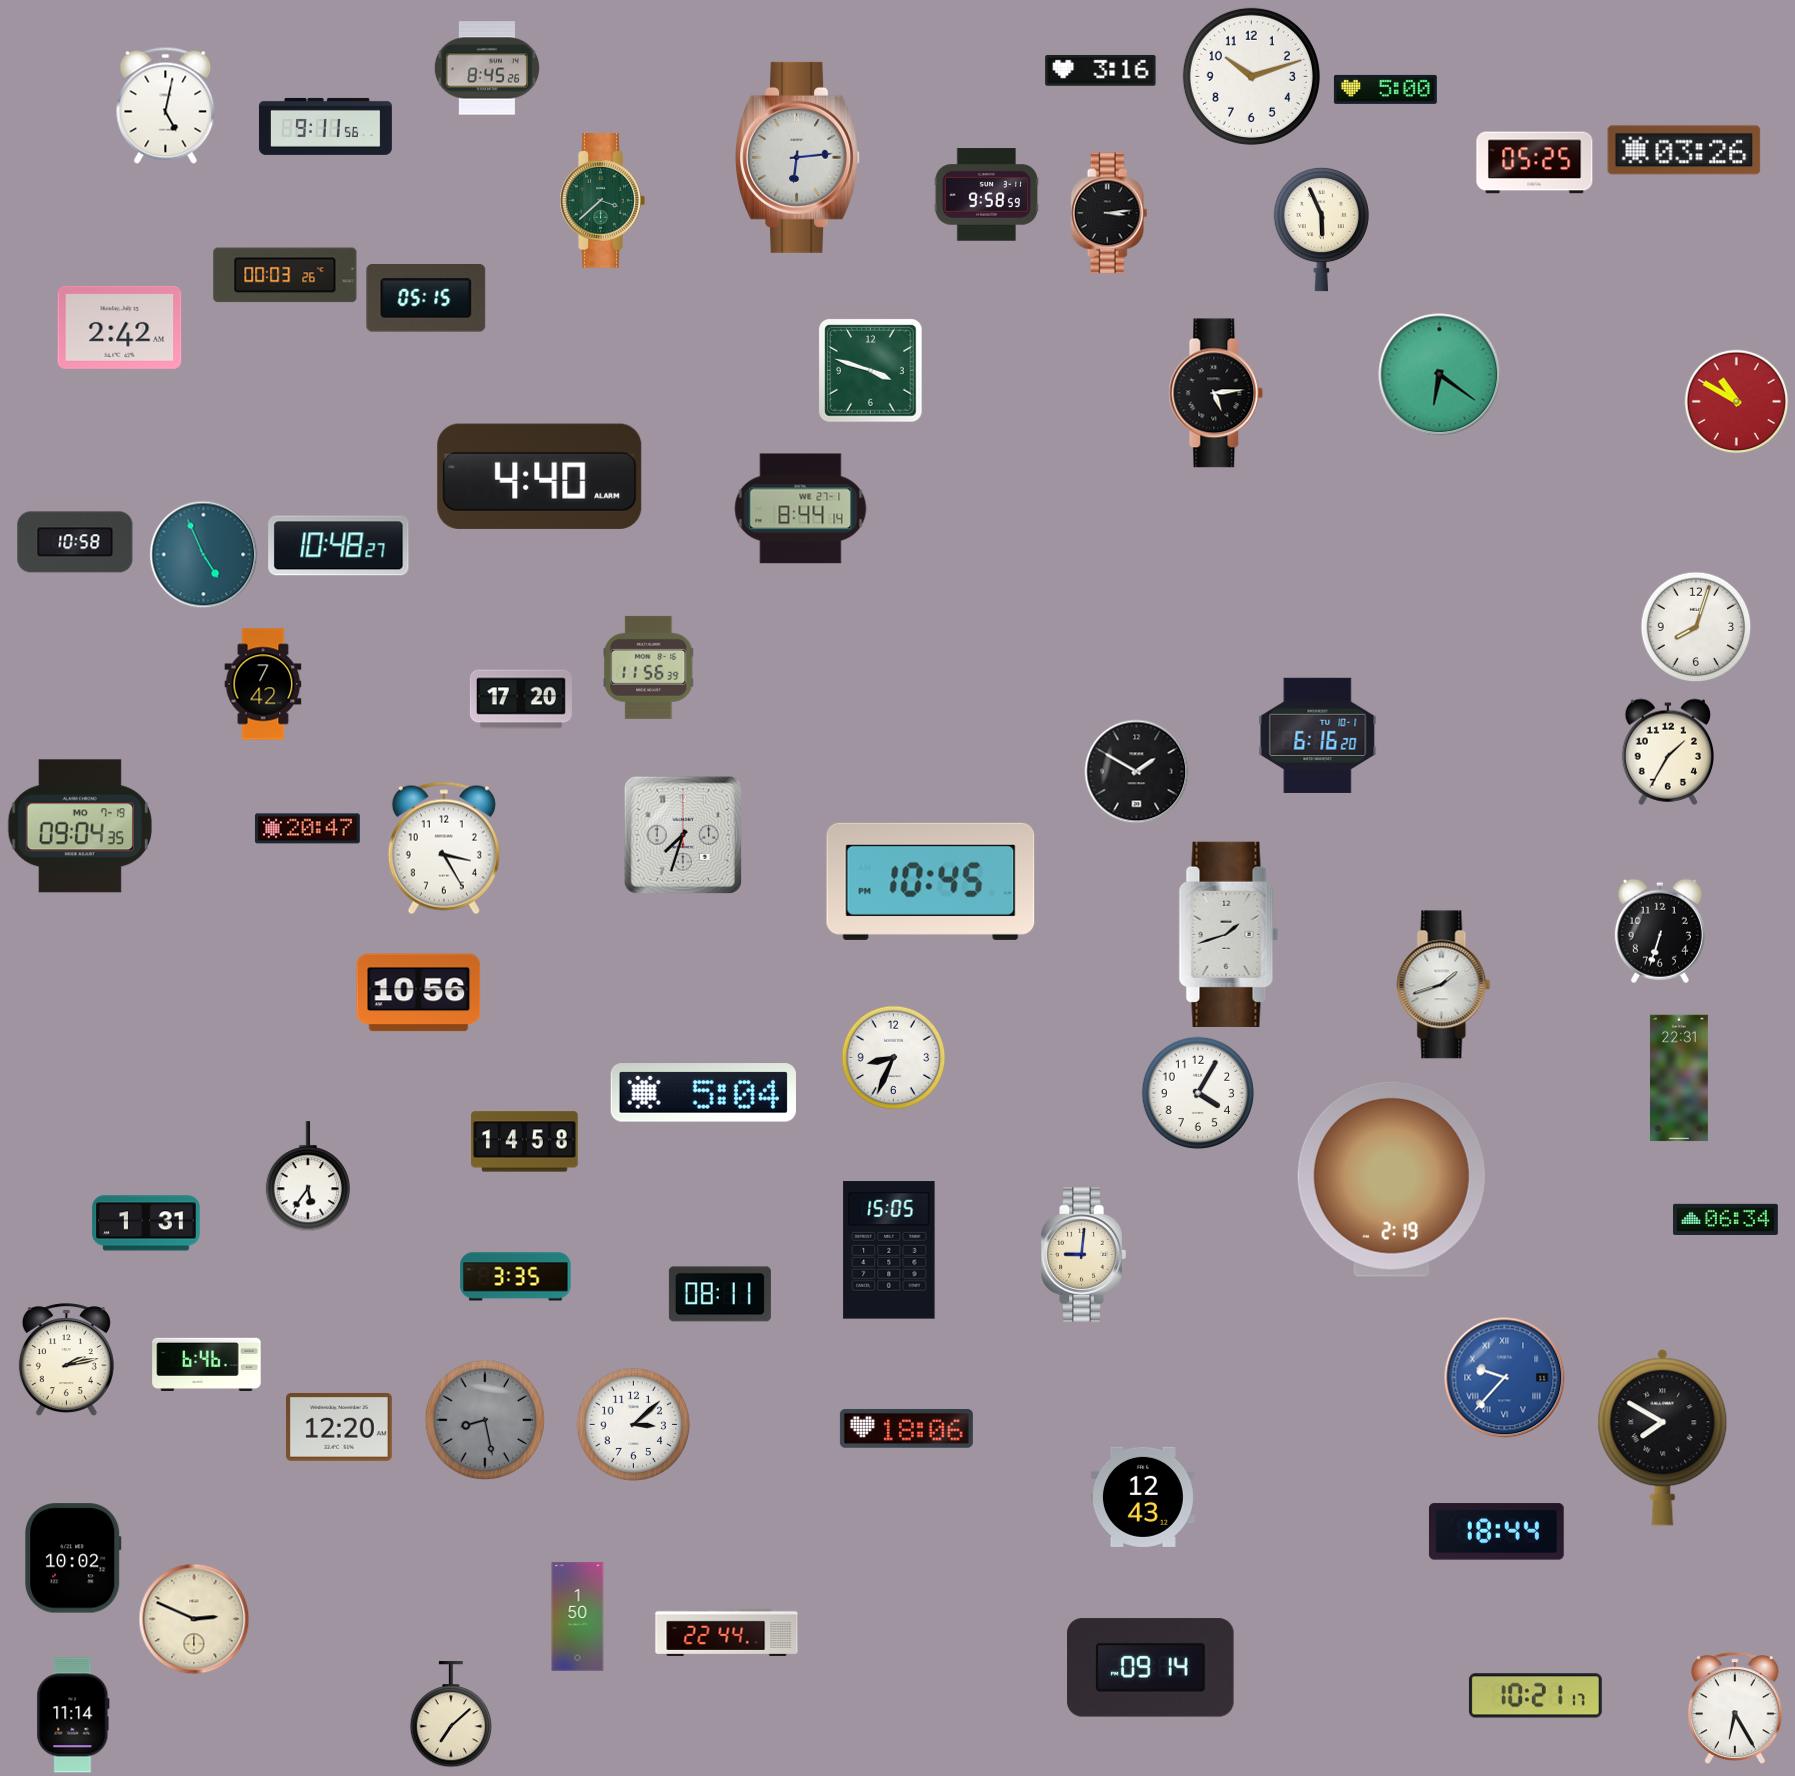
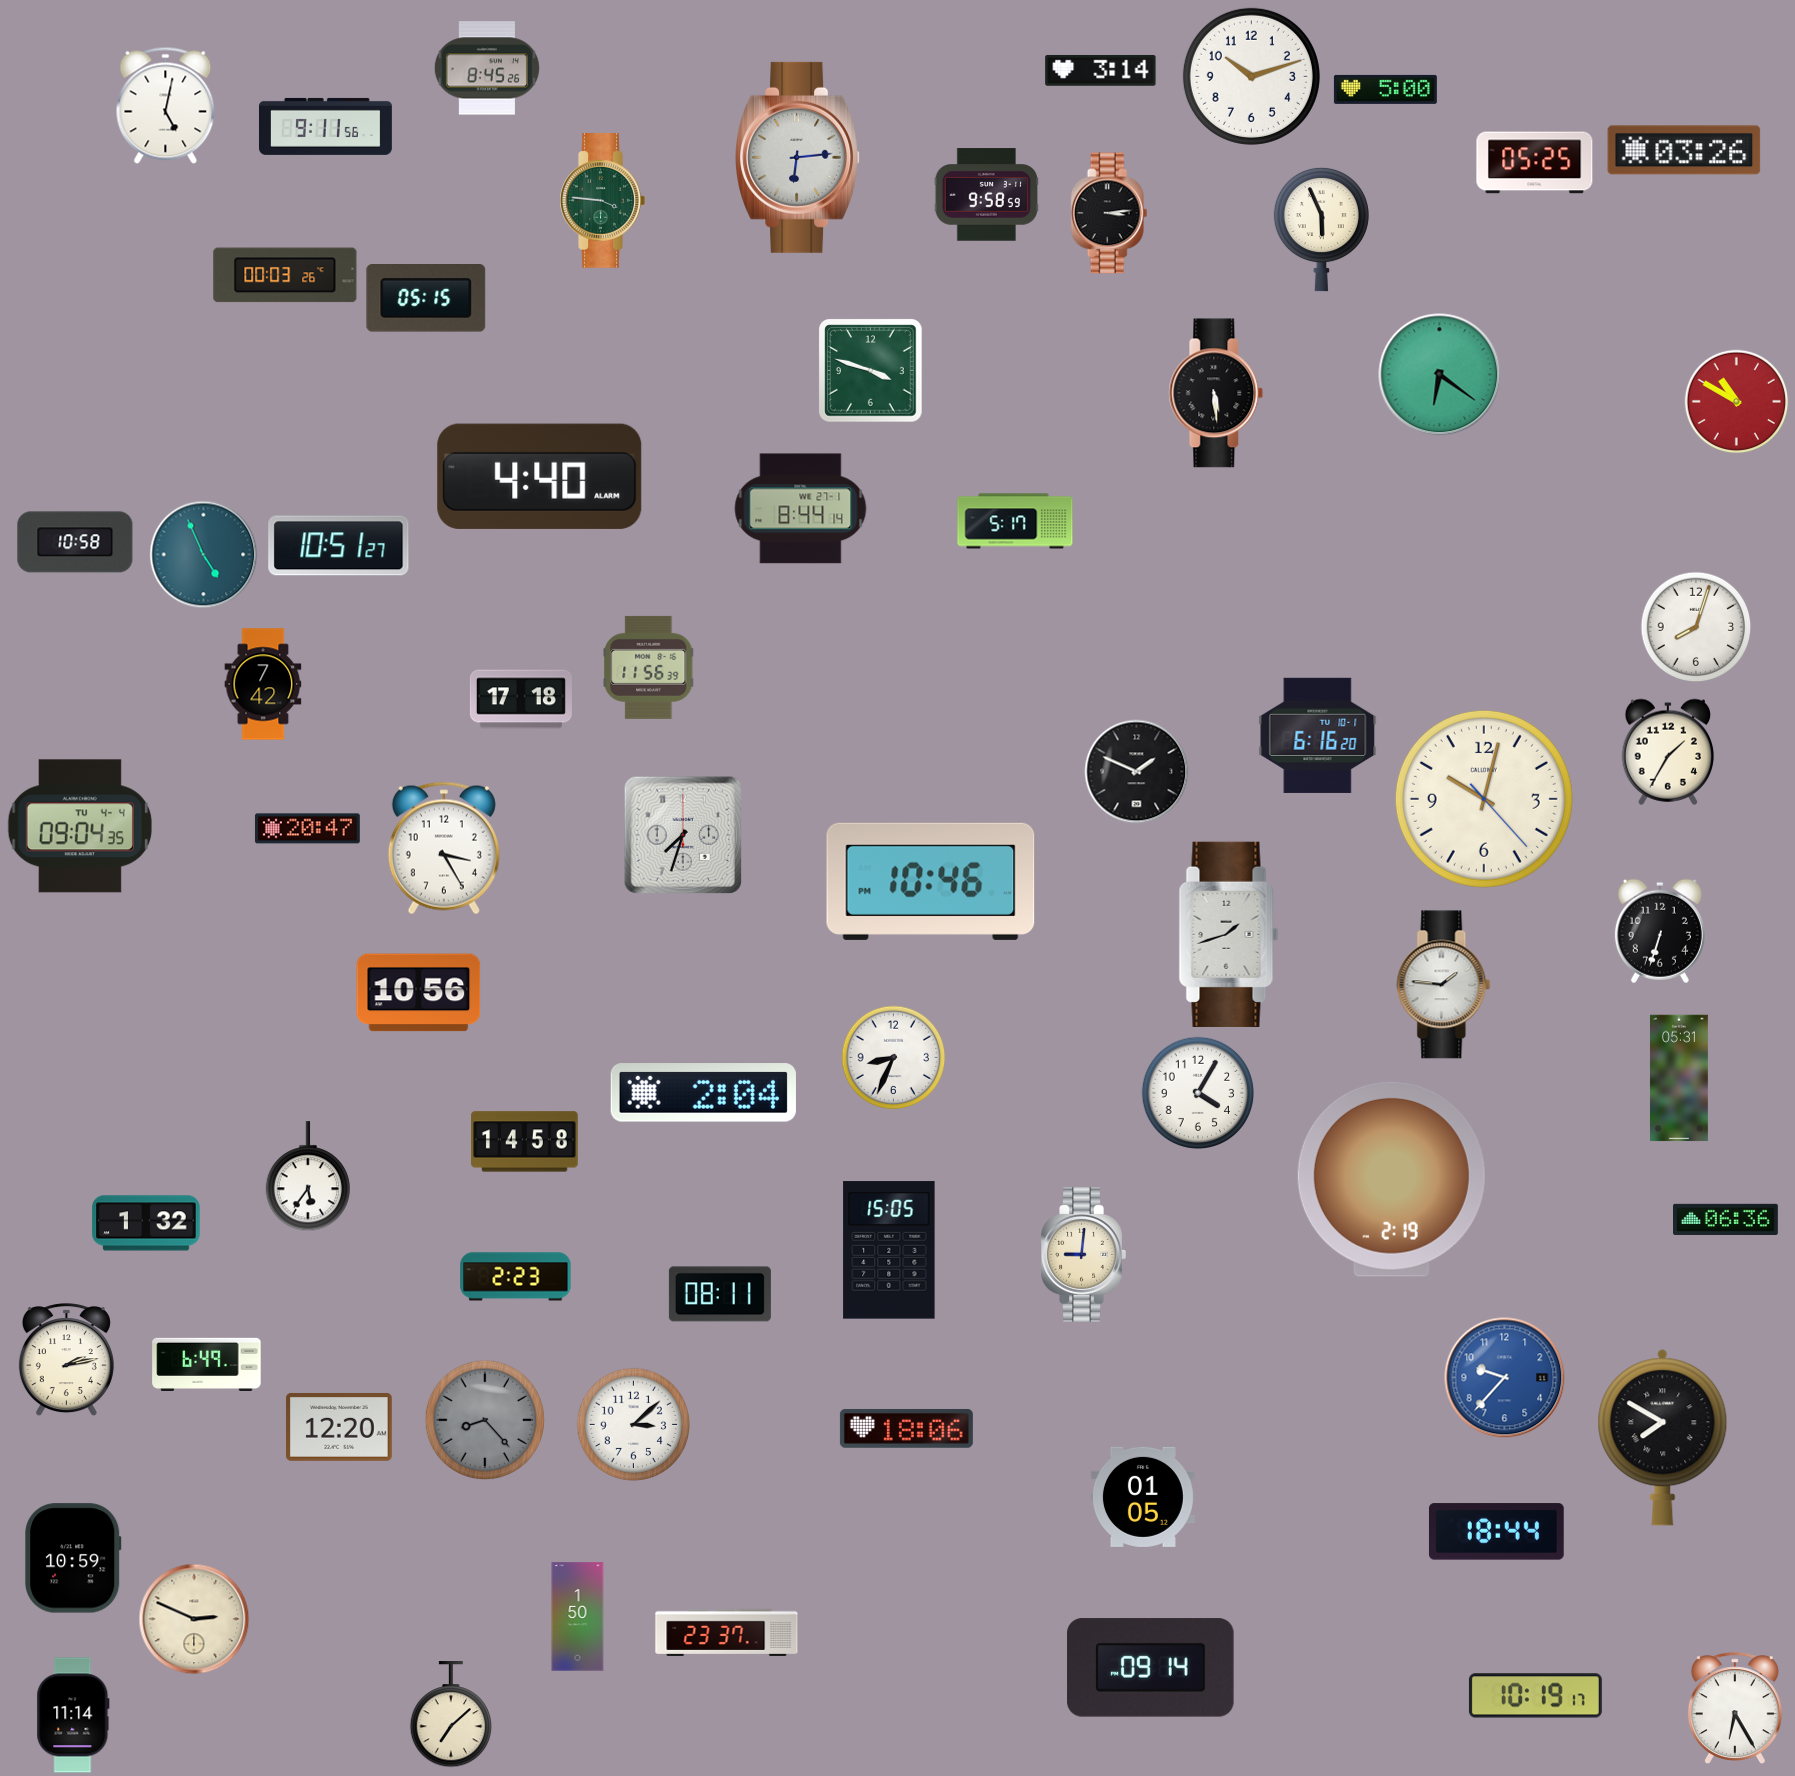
clock at (1101, 70): 3:16 -> 3:14
clock at (602, 201): 3:38 -> 3:46
clock at (120, 327): 2:42 -> none
clock at (1216, 393): 5:14 -> 5:29
clock at (1015, 521): none -> 5:17
clock at (339, 546): 10:48 -> 10:51
clock at (521, 699): 17:20 -> 17:18
clock at (1137, 772): 1:50 -> 1:49
clock at (1484, 799): none -> 10:02
clock at (79, 826) date: MO 7-19 -> TU 4-4
clock at (931, 881): 10:45 -> 10:46
clock at (1444, 985): 1:42 -> 1:46
clock at (1679, 1078): 22:31 -> 05:31
clock at (703, 1093): 5:04 -> 2:04
clock at (1726, 1219): 06:34 -> 06:36
clock at (146, 1223): 1:31 -> 1:32
clock at (516, 1277): 3:35 -> 2:23
clock at (207, 1364): 6:46 -> 6:49
clock at (1505, 1378) numerals: Roman -> Arabic
clock at (484, 1419): 8:28 -> 8:23
clock at (1143, 1497): 12:43 -> 01:05
clock at (73, 1558): 10:02 -> 10:59
clock at (727, 1632): 22:44 -> 23:37
clock at (1535, 1696): 10:21 -> 10:19
